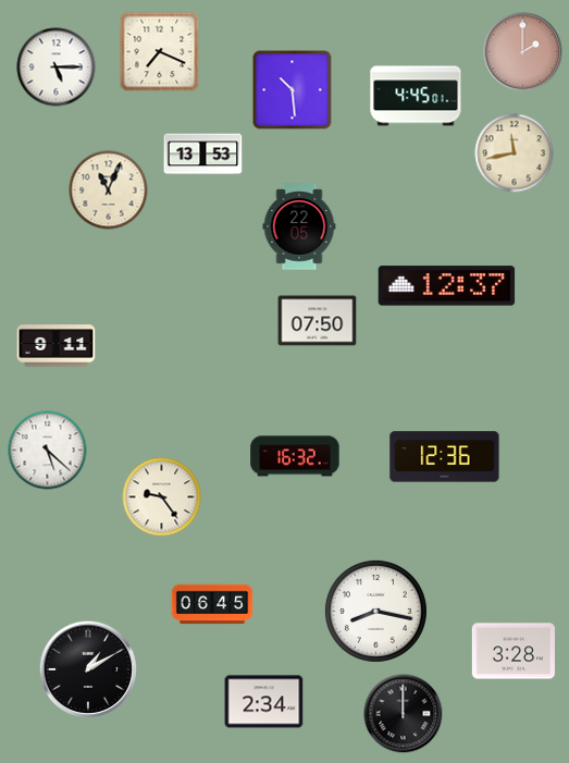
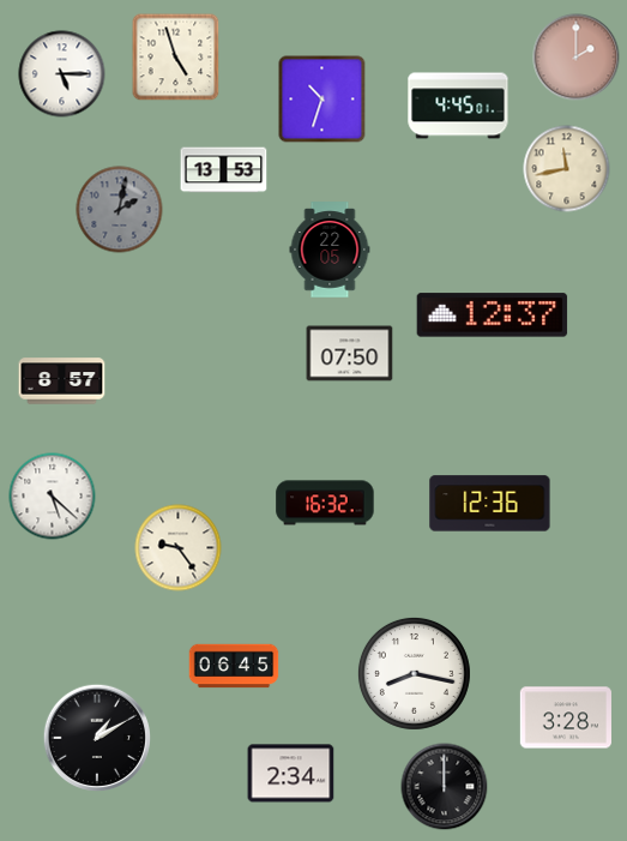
clock at (160, 52): 7:19 -> 4:57
clock at (293, 90): 10:29 -> 10:33
clock at (109, 190): 11:04 -> 2:02
clock at (109, 190) dial: cream -> grey
clock at (57, 346): 9:11 -> 8:57
